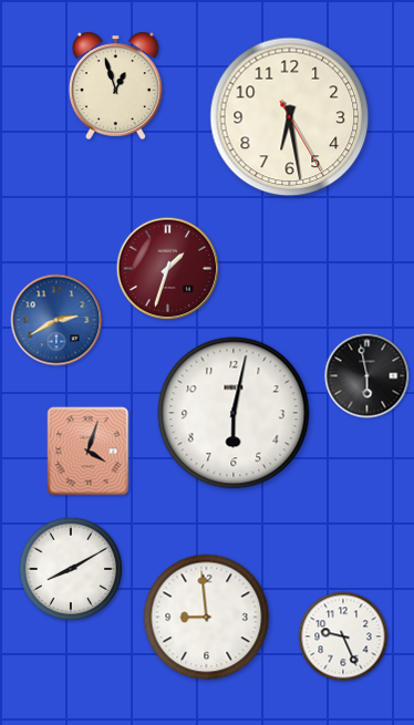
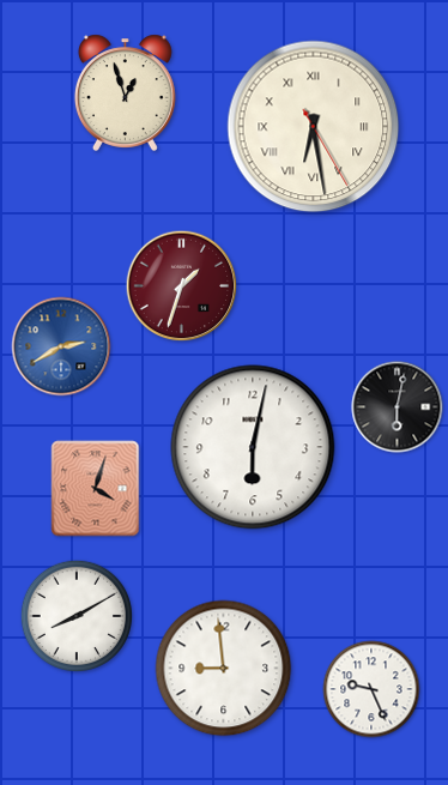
clock at (290, 117) numerals: Arabic -> Roman
clock at (168, 269) position: (168, 269) -> (182, 286)
clock at (368, 376): 5:58 -> 6:02
